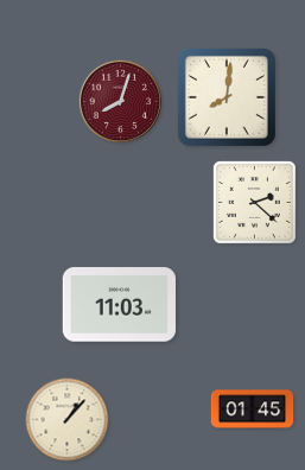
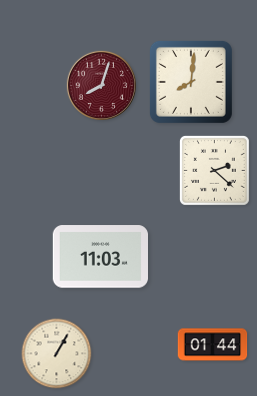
clock at (253, 409): 01:45 -> 01:44
clock at (68, 420): 1:07 -> 1:05
